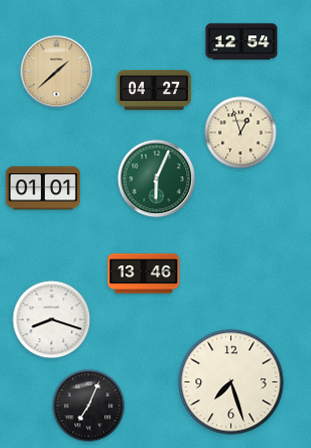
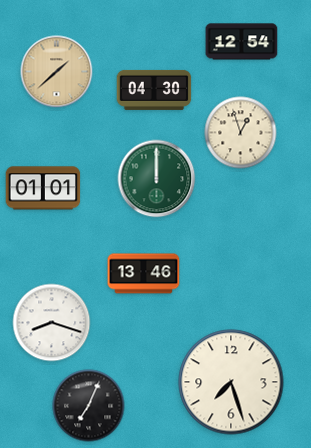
clock at (154, 90): 04:27 -> 04:30
clock at (157, 179): 6:04 -> 12:00
clock at (52, 320) position: (52, 320) -> (52, 323)
